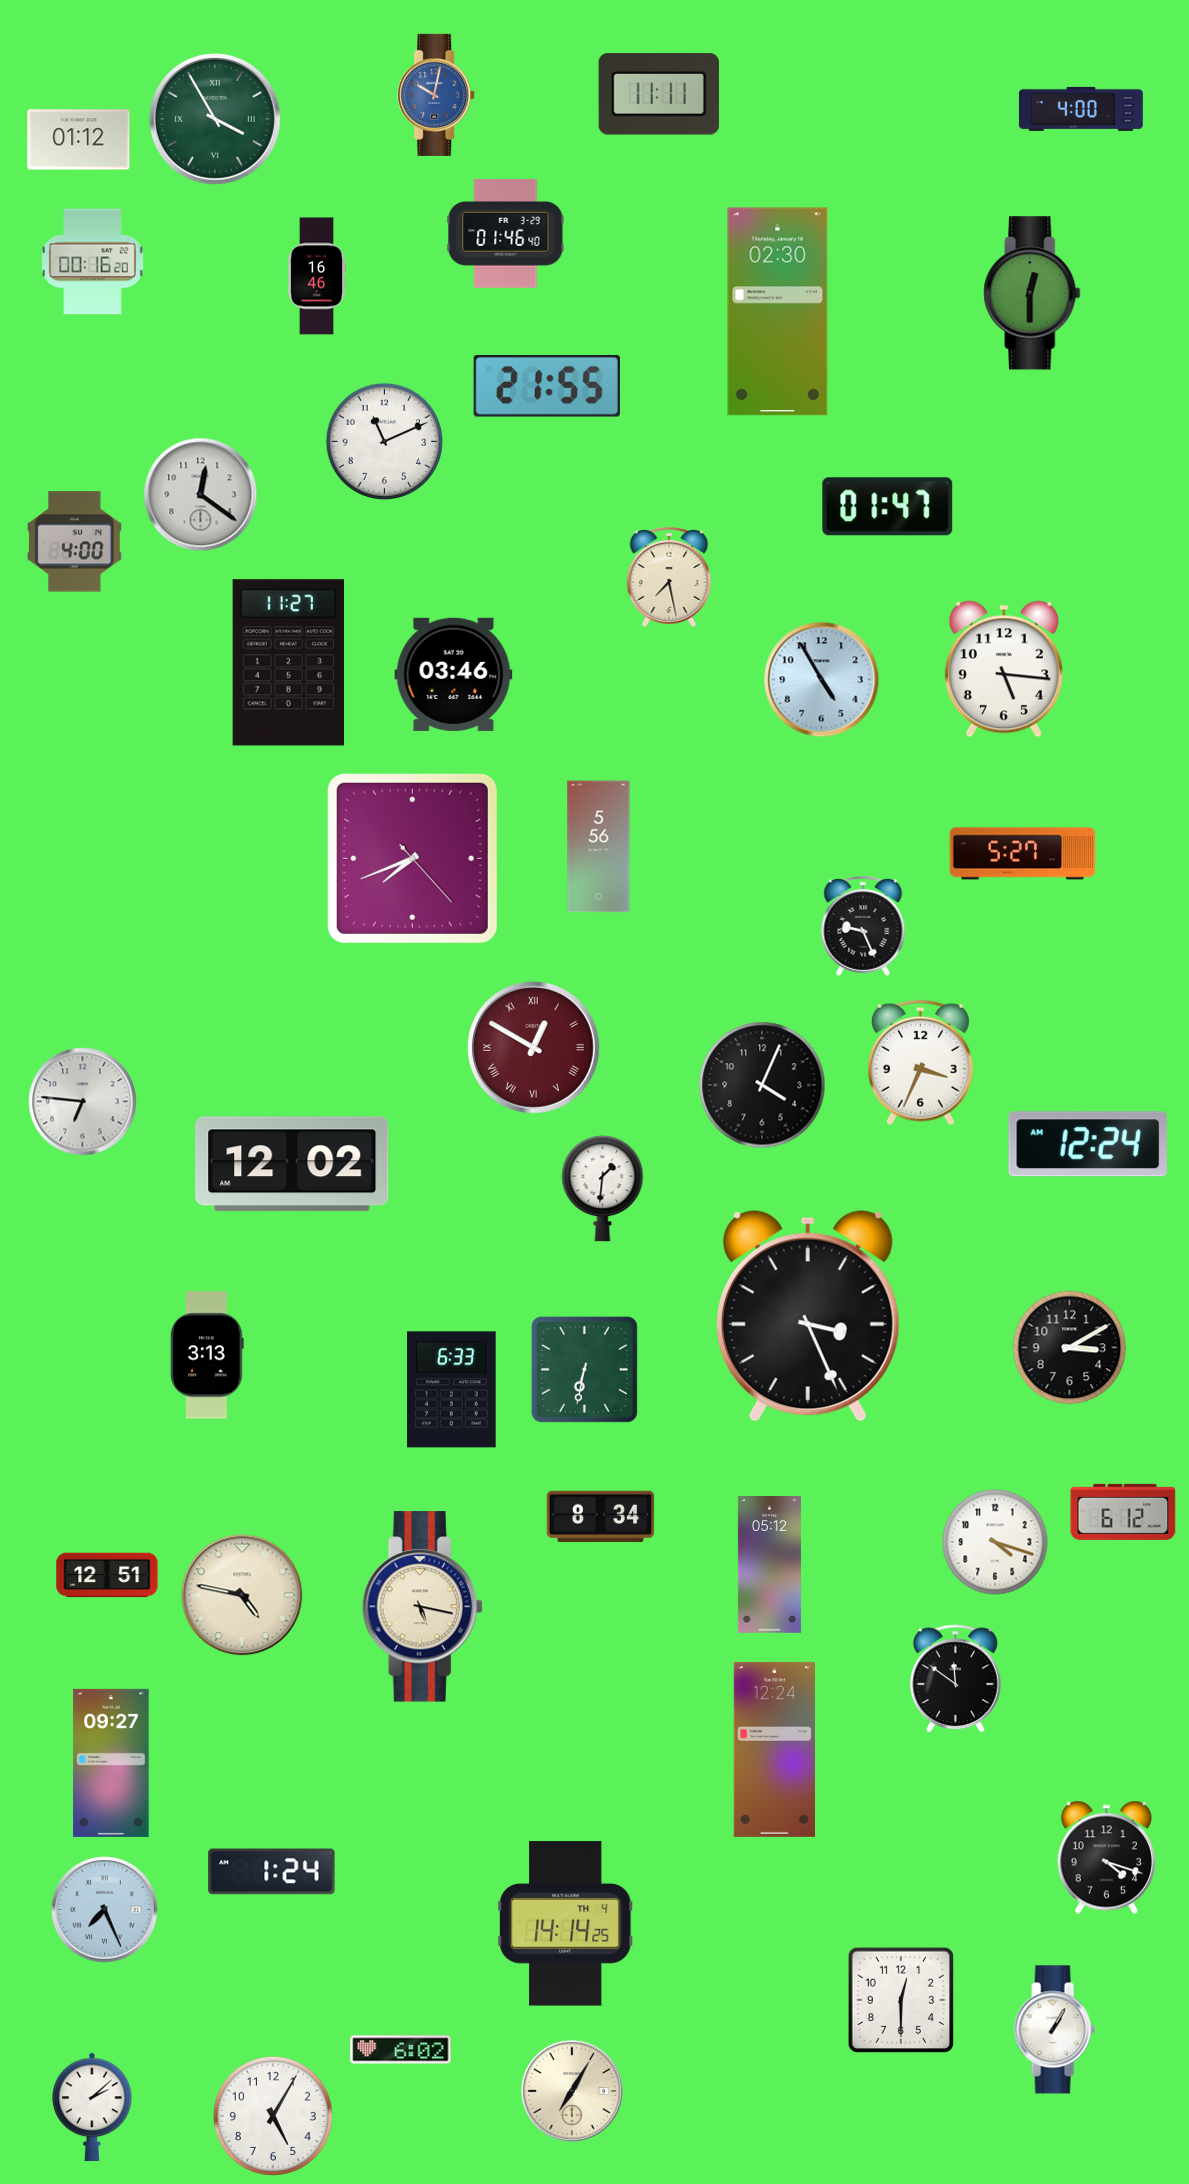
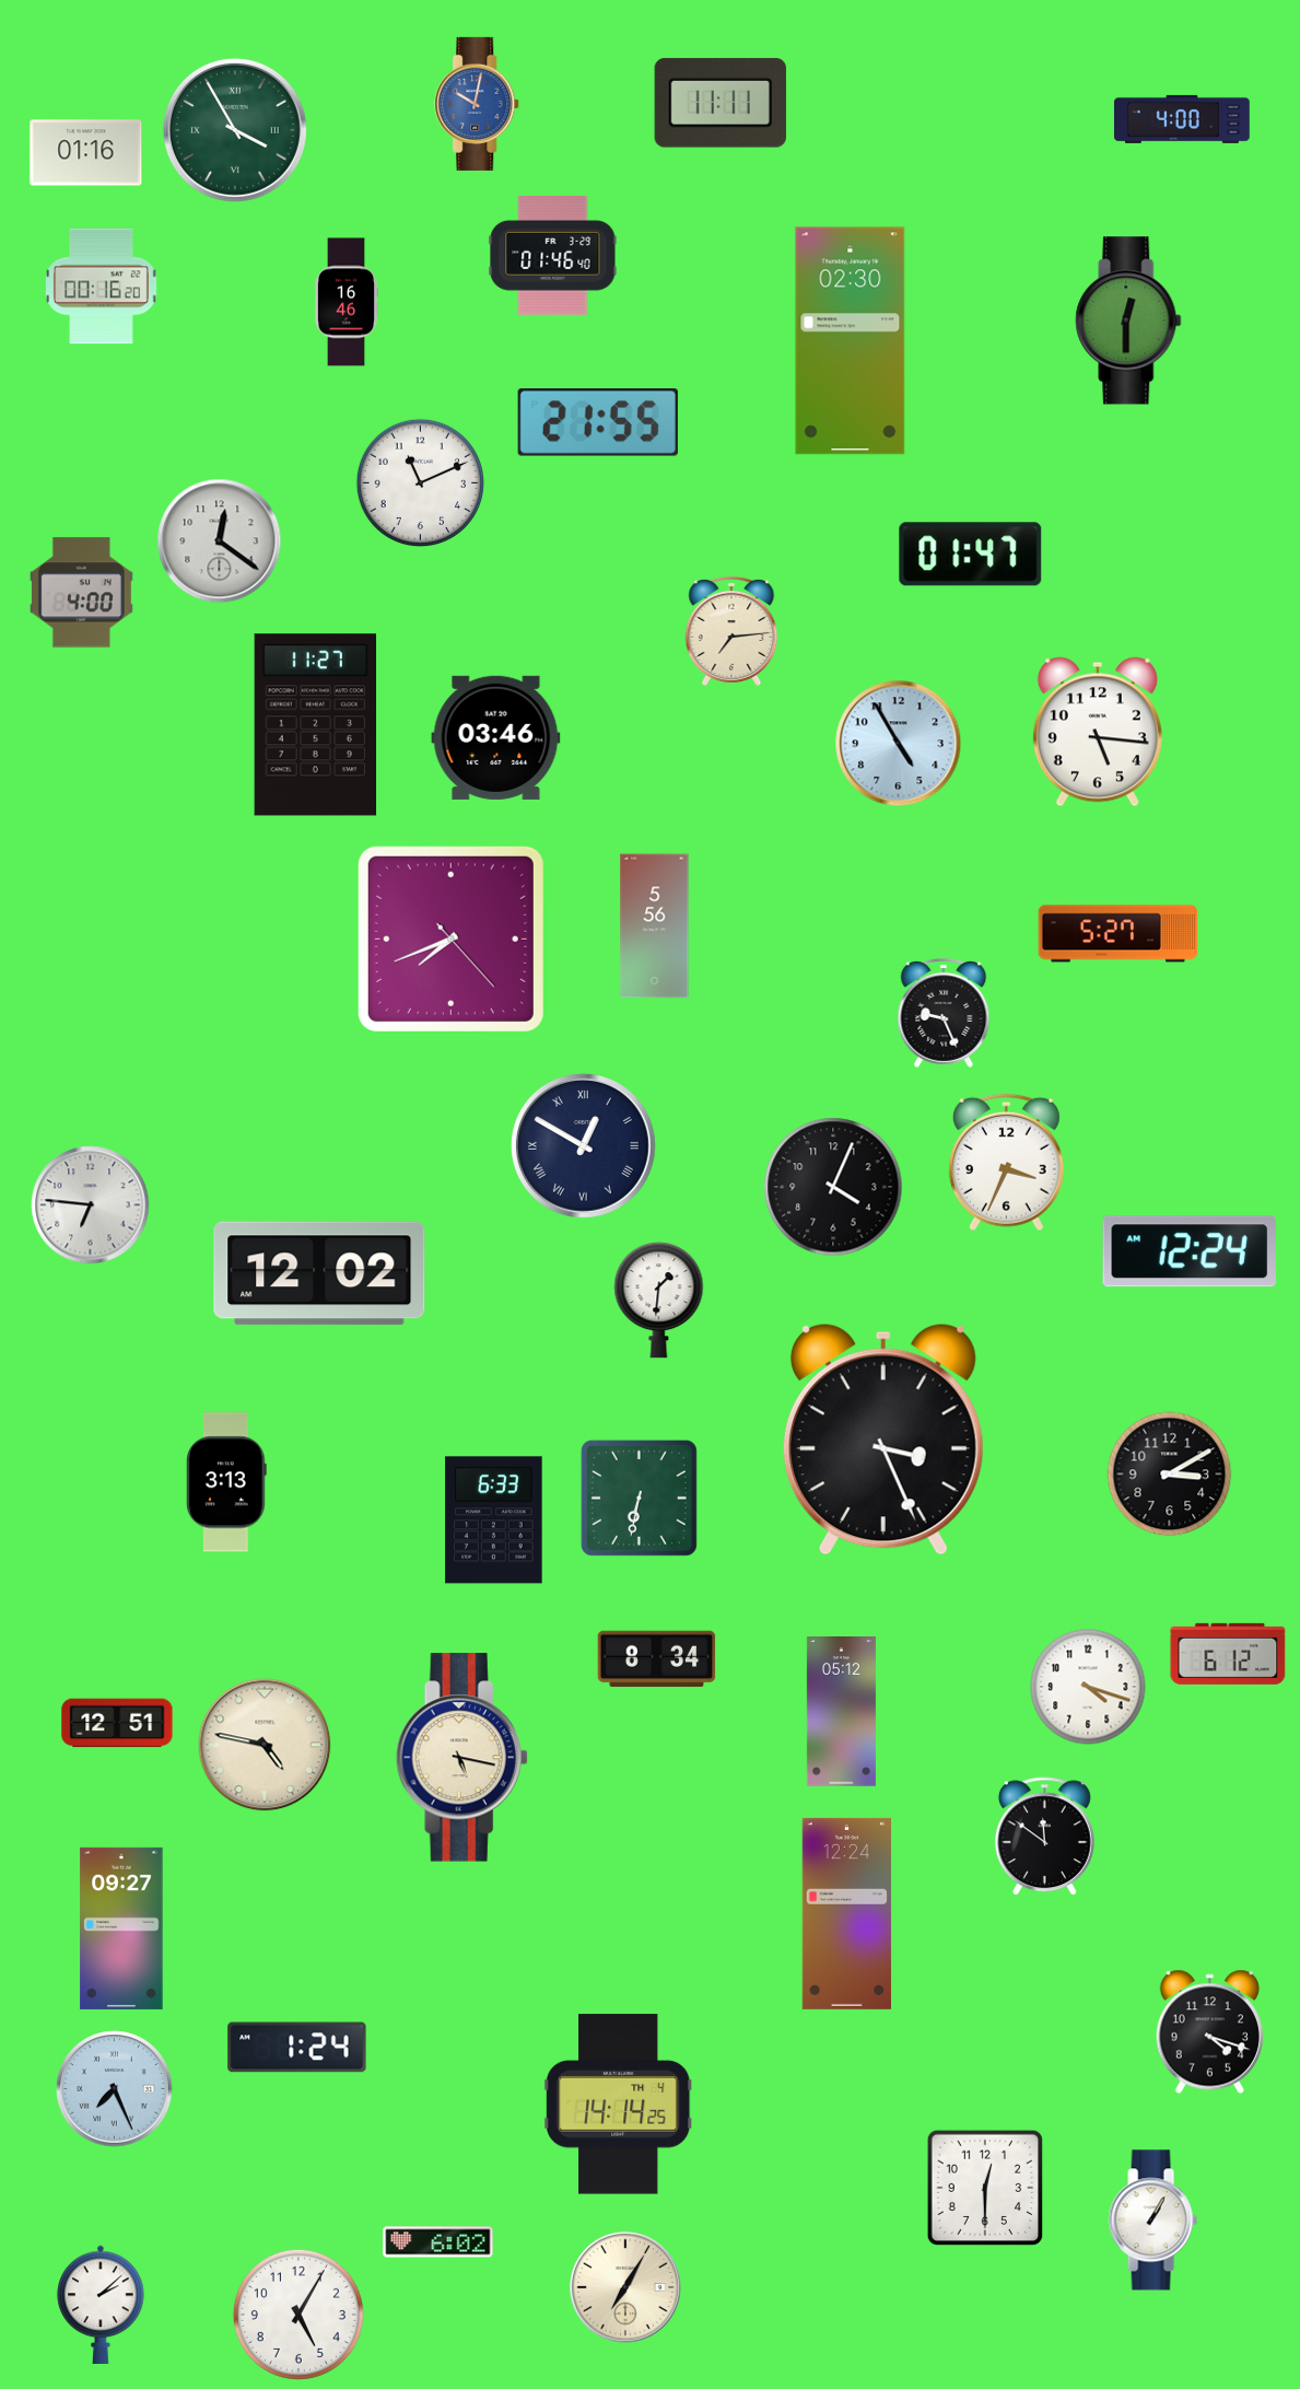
clock at (79, 140): 01:12 -> 01:16
clock at (669, 577): 7:28 -> 7:14
clock at (533, 1047) dial: burgundy -> navy
